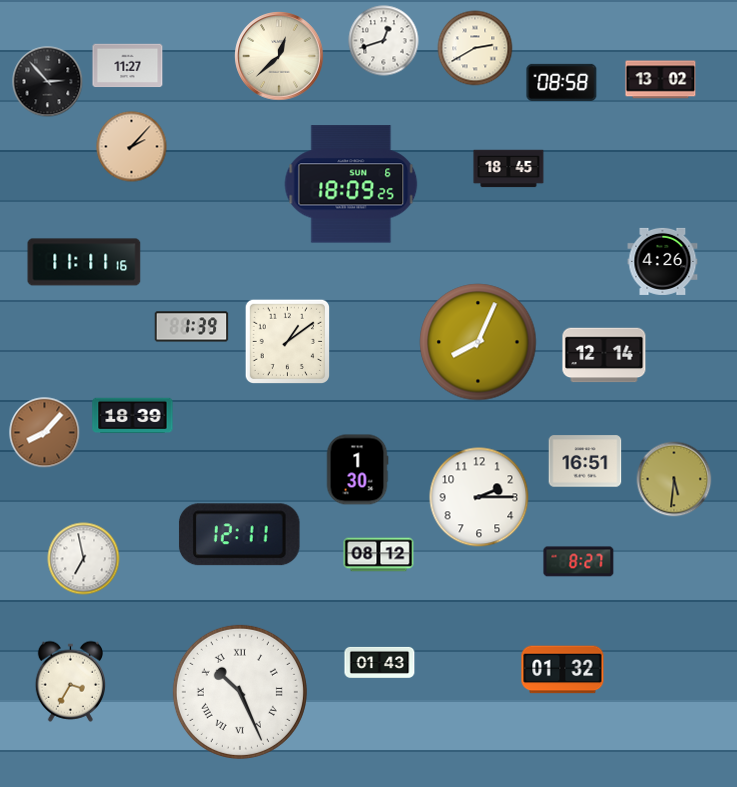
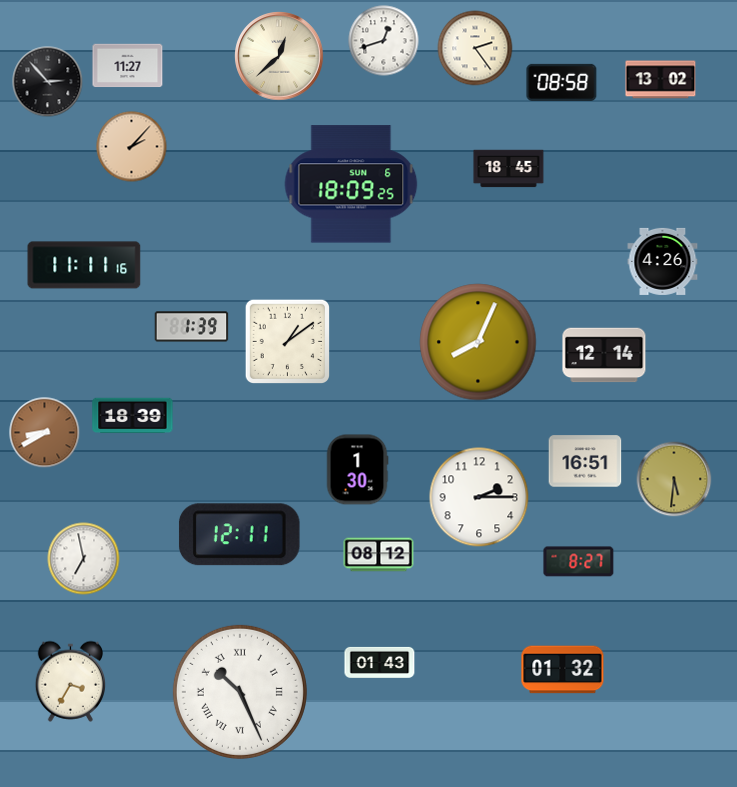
clock at (475, 48): 2:40 -> 2:24
clock at (84, 262) position: (84, 262) -> (84, 265)
clock at (45, 433): 8:07 -> 8:40
